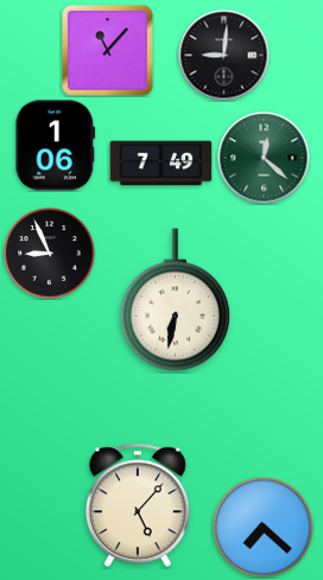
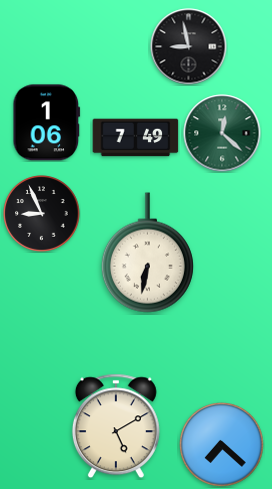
clock at (108, 51): 11:07 -> none
clock at (224, 56): 9:01 -> 8:58
clock at (138, 505): 5:07 -> 5:10
